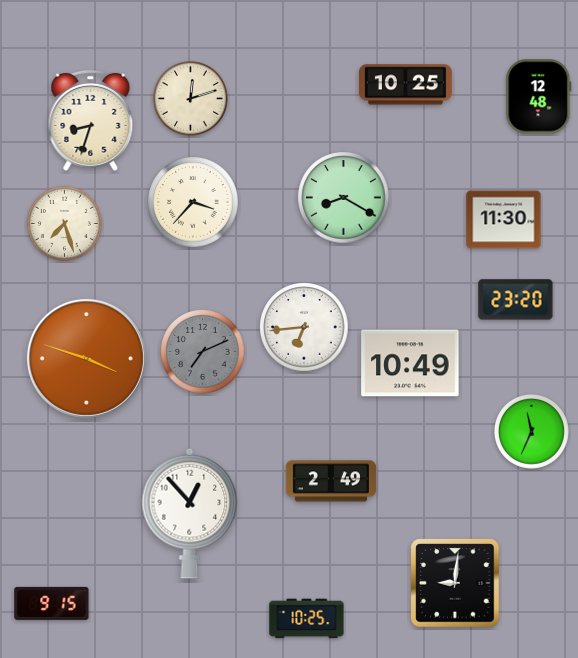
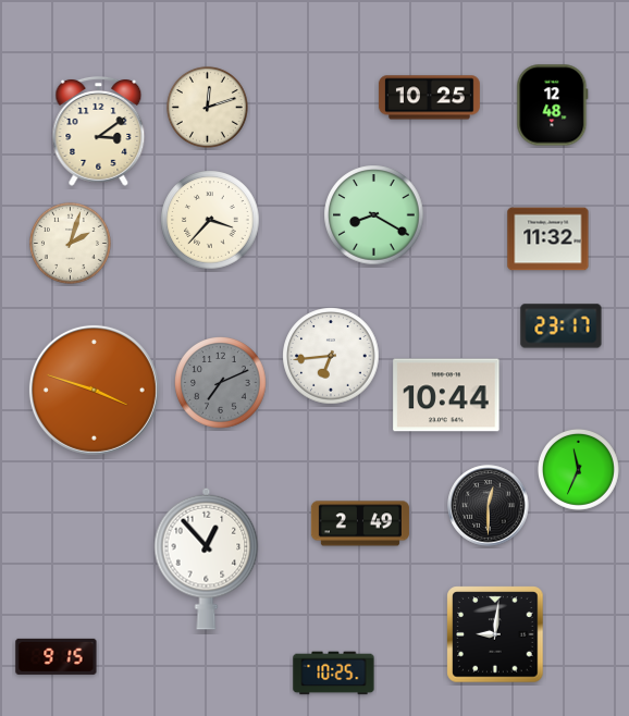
clock at (405, 85) position: (405, 85) -> (429, 98)
clock at (539, 97) position: (539, 97) -> (553, 106)
clock at (91, 120): 8:33 -> 3:09
clock at (504, 220): 11:30 -> 11:32
clock at (64, 223): 7:27 -> 2:03
clock at (516, 300): 23:20 -> 23:17
clock at (410, 363): 10:49 -> 10:44
clock at (489, 506): none -> 12:30
